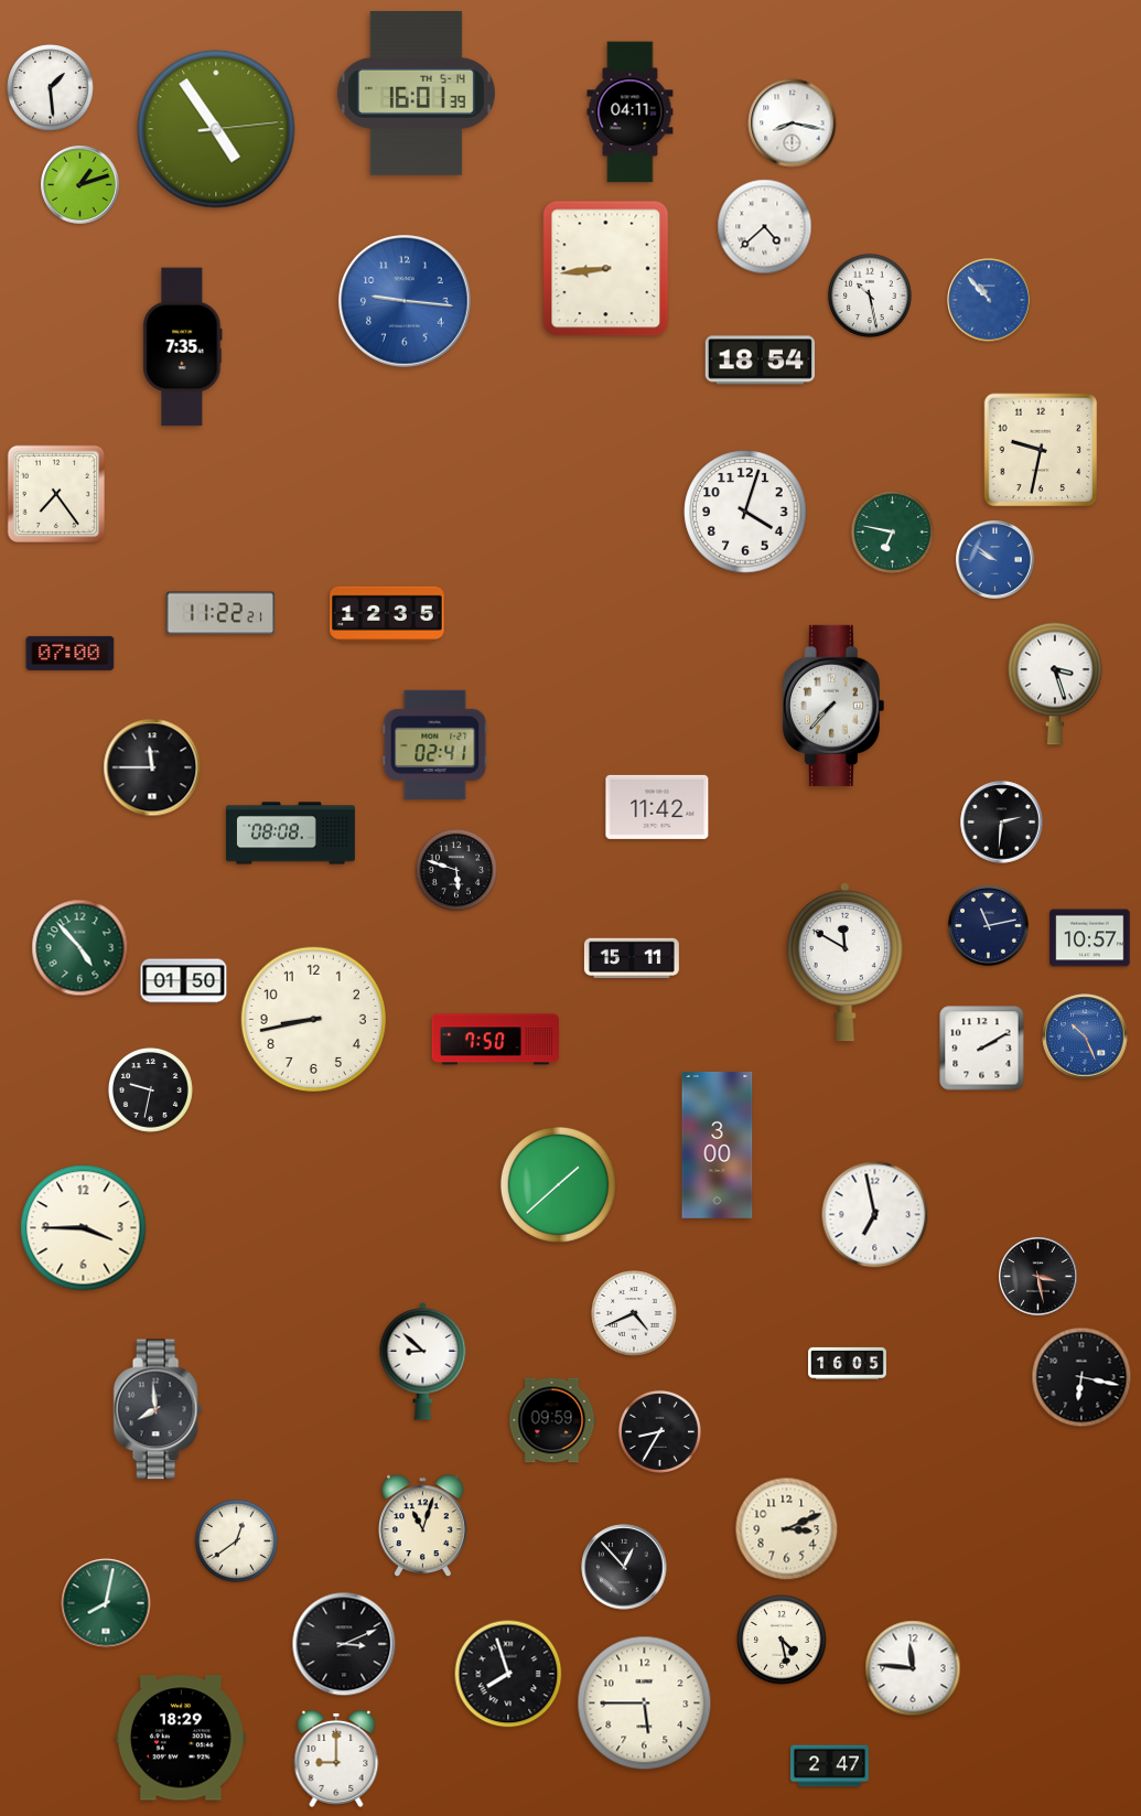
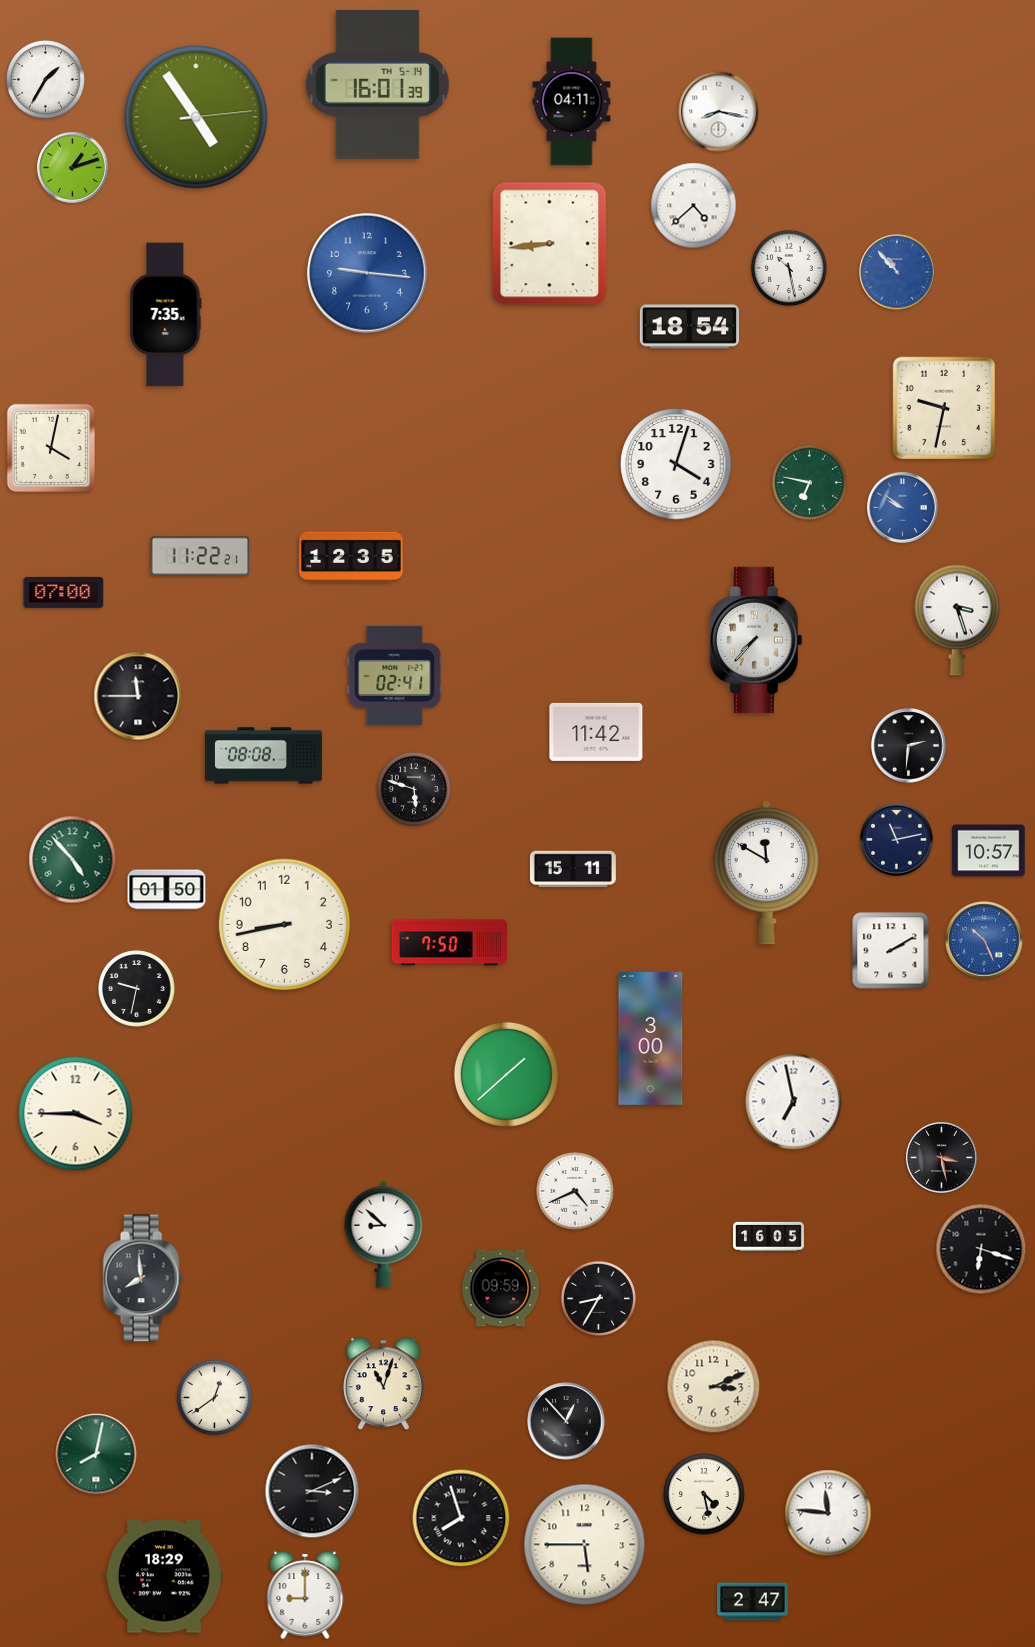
clock at (51, 88): 1:29 -> 1:35
clock at (55, 493): 7:24 -> 4:02
clock at (1081, 1377): 6:17 -> 6:18
clock at (782, 1640) position: (782, 1640) -> (704, 1494)
